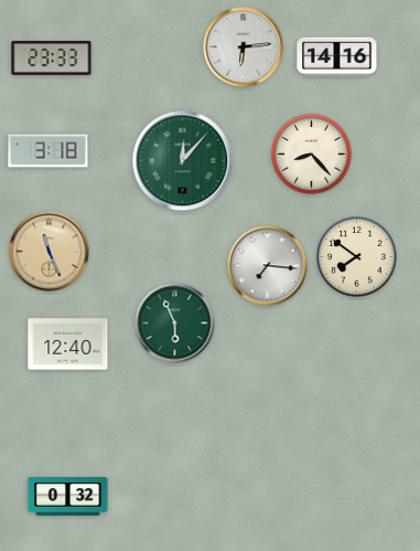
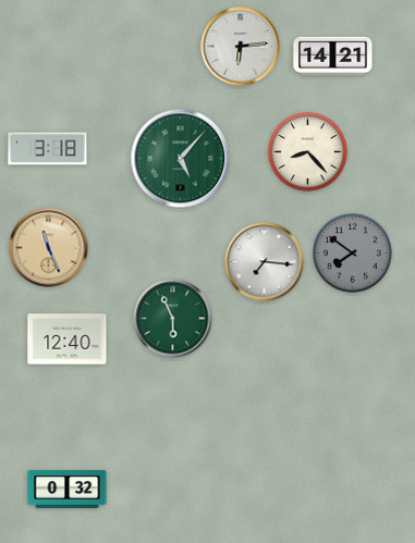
clock at (52, 57): 23:33 -> none
clock at (337, 57): 14:16 -> 14:21
clock at (183, 161): 12:07 -> 5:07
clock at (357, 257) dial: cream -> grey
